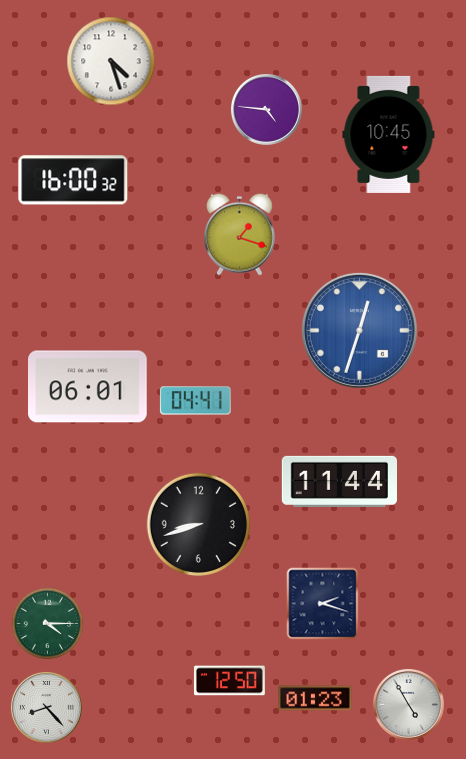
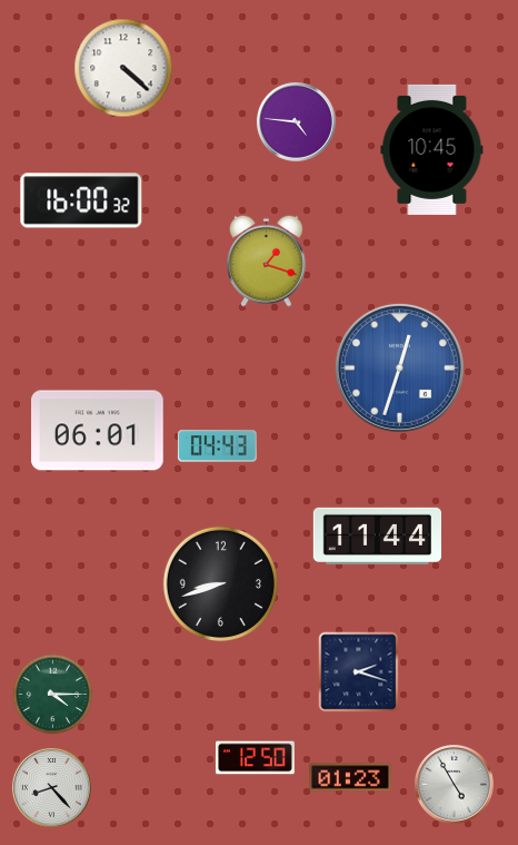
clock at (111, 61): 4:27 -> 4:22
clock at (195, 401): 04:41 -> 04:43
